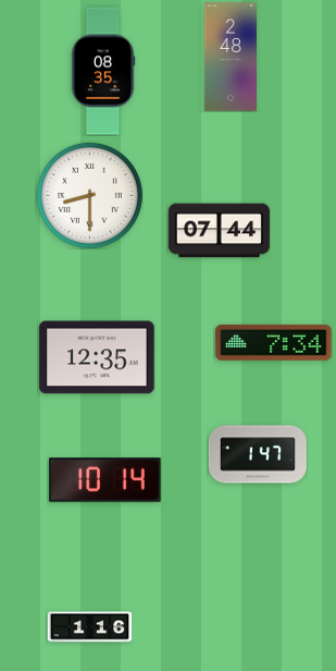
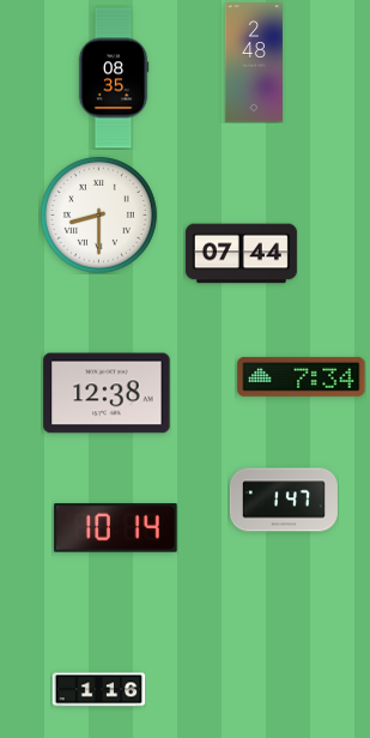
clock at (97, 357): 12:35 -> 12:38
